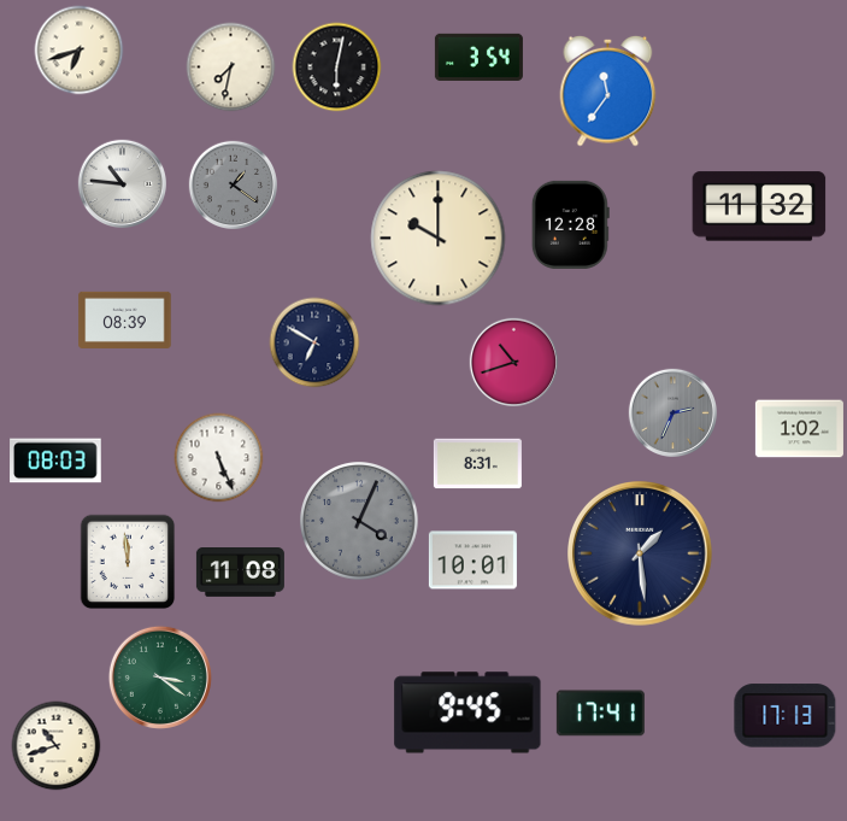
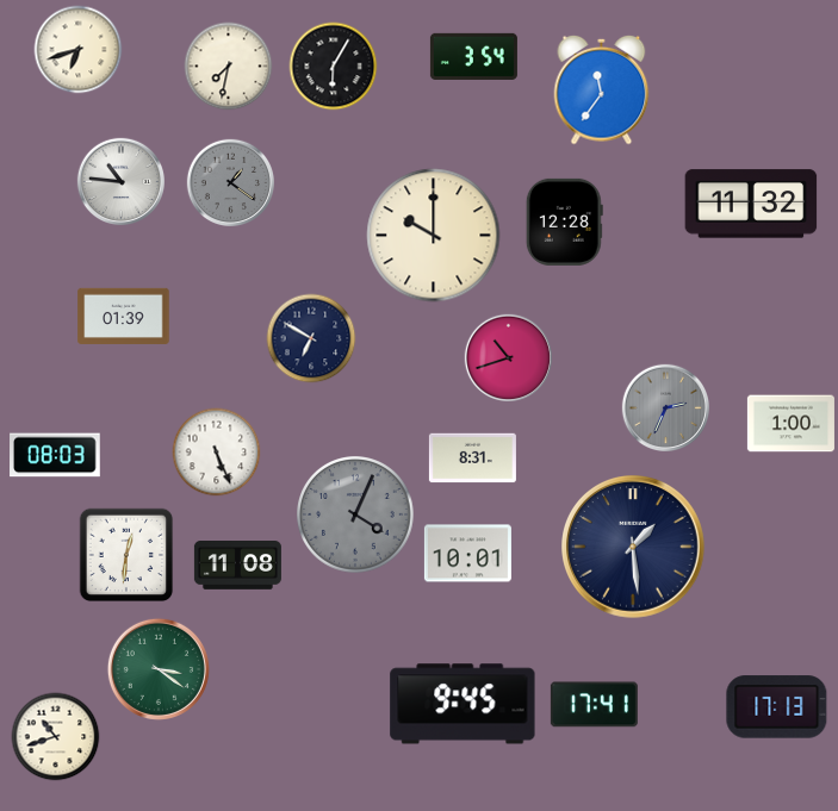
clock at (337, 68): 6:02 -> 6:05
clock at (125, 319): 08:39 -> 01:39
clock at (799, 429): 1:02 -> 1:00
clock at (128, 562): 11:59 -> 12:31
